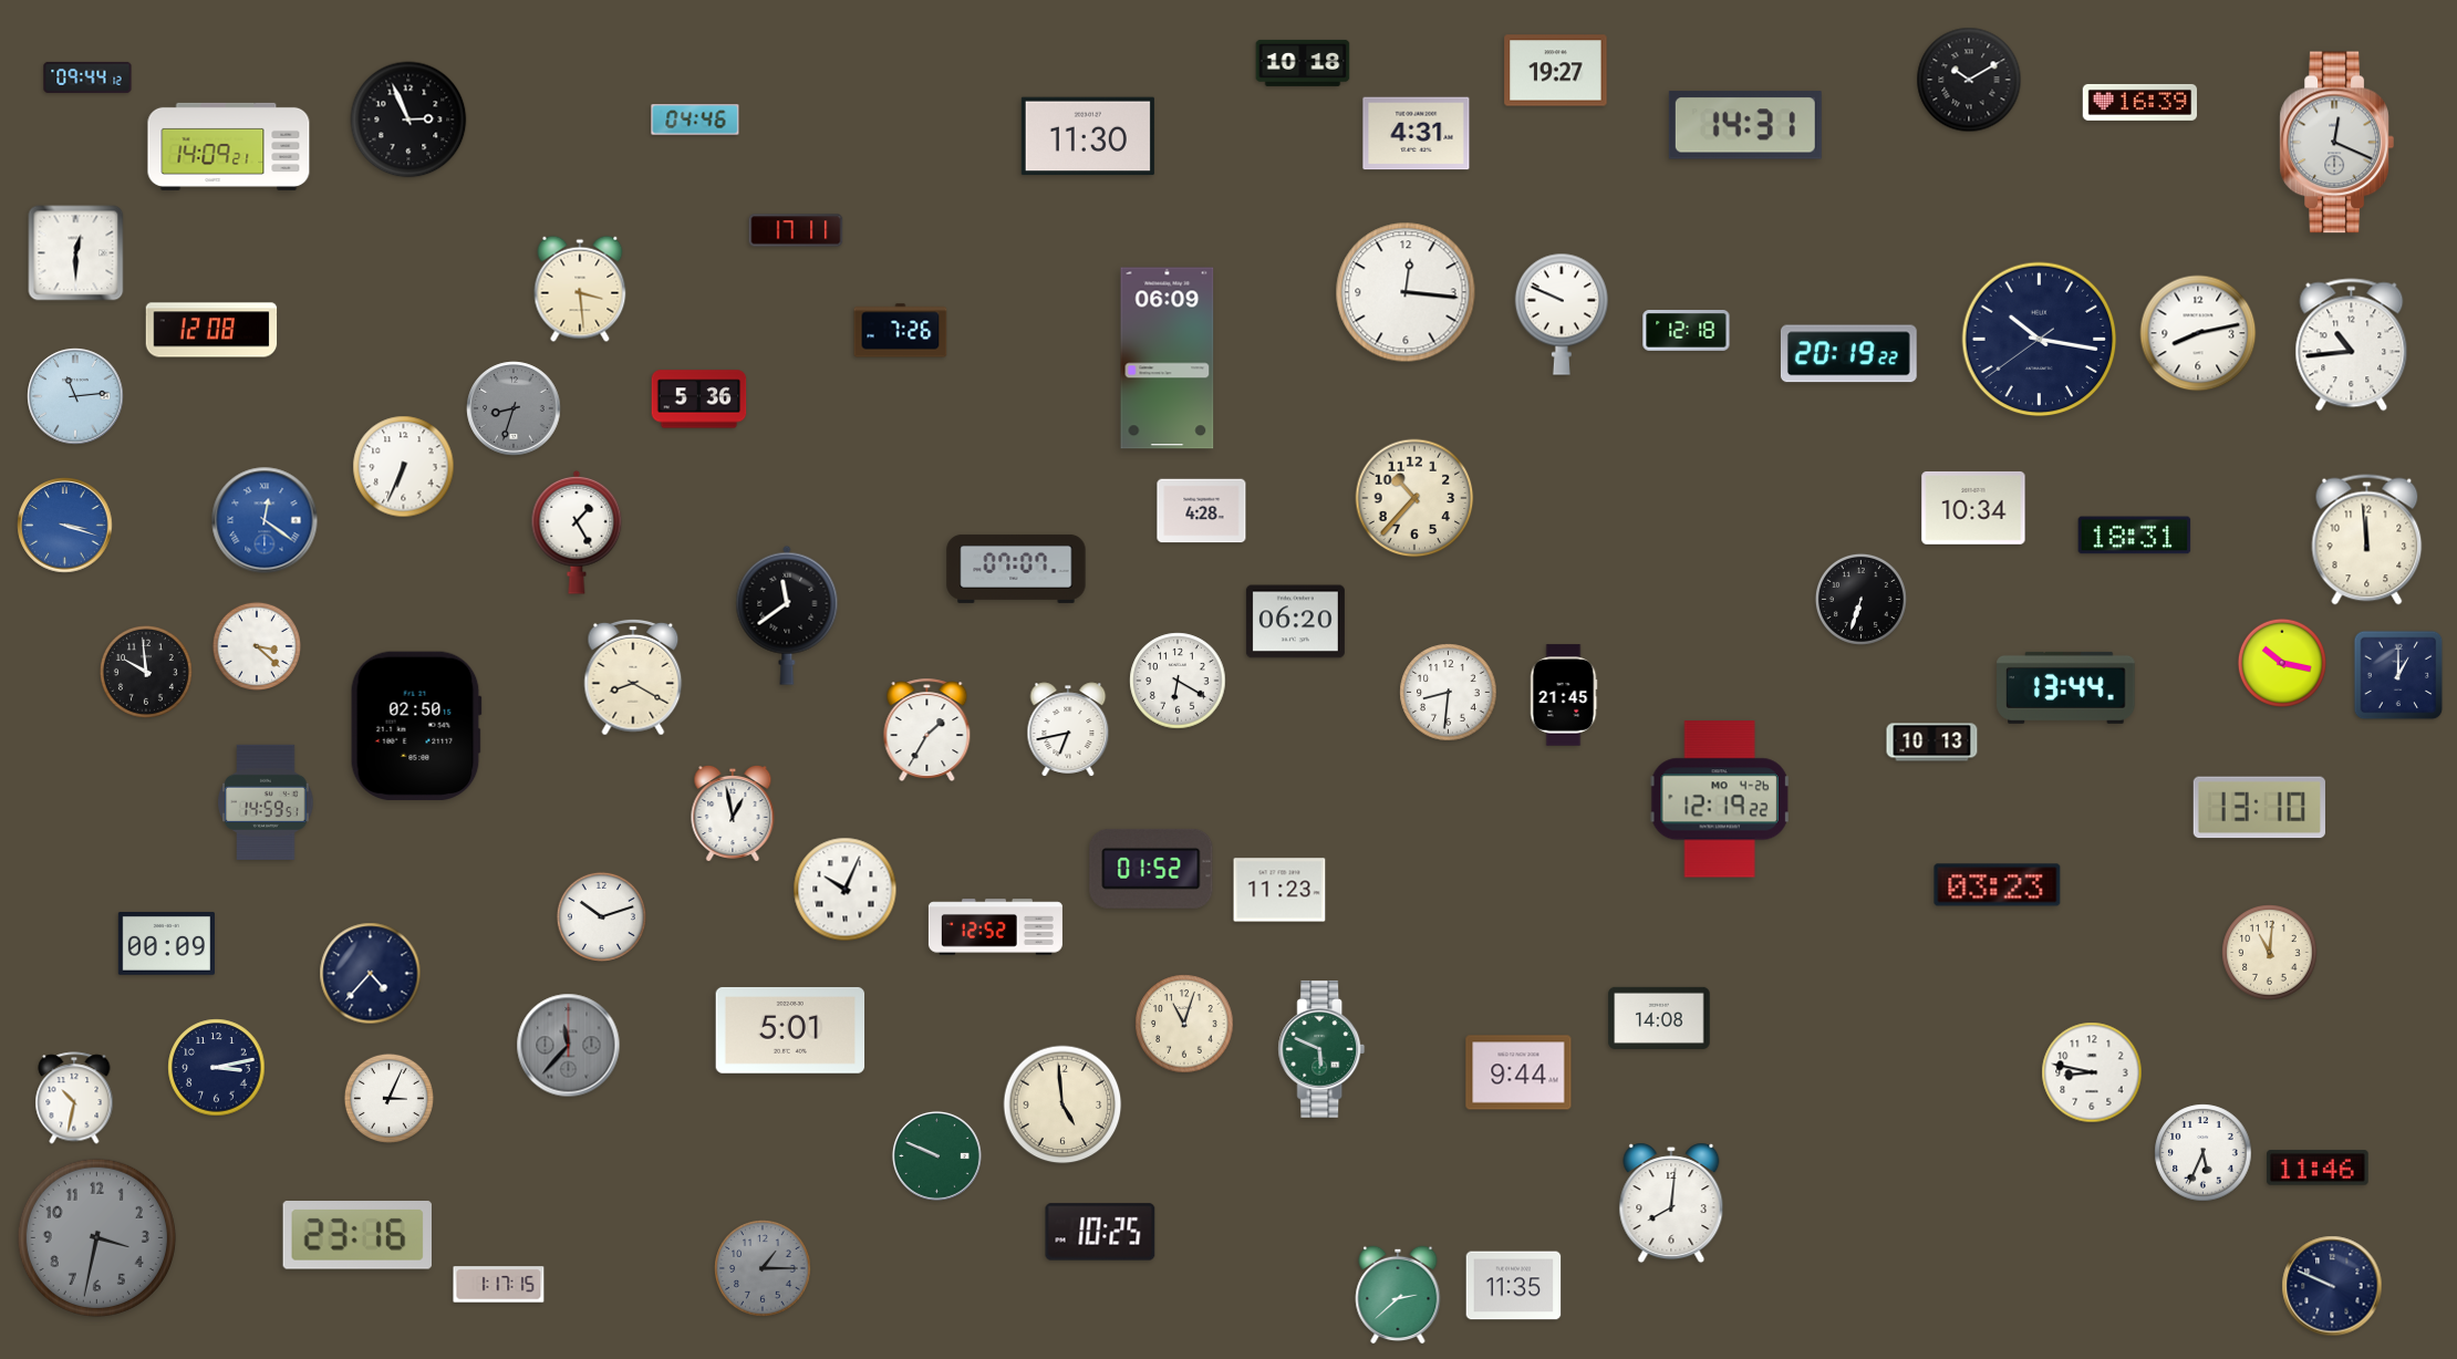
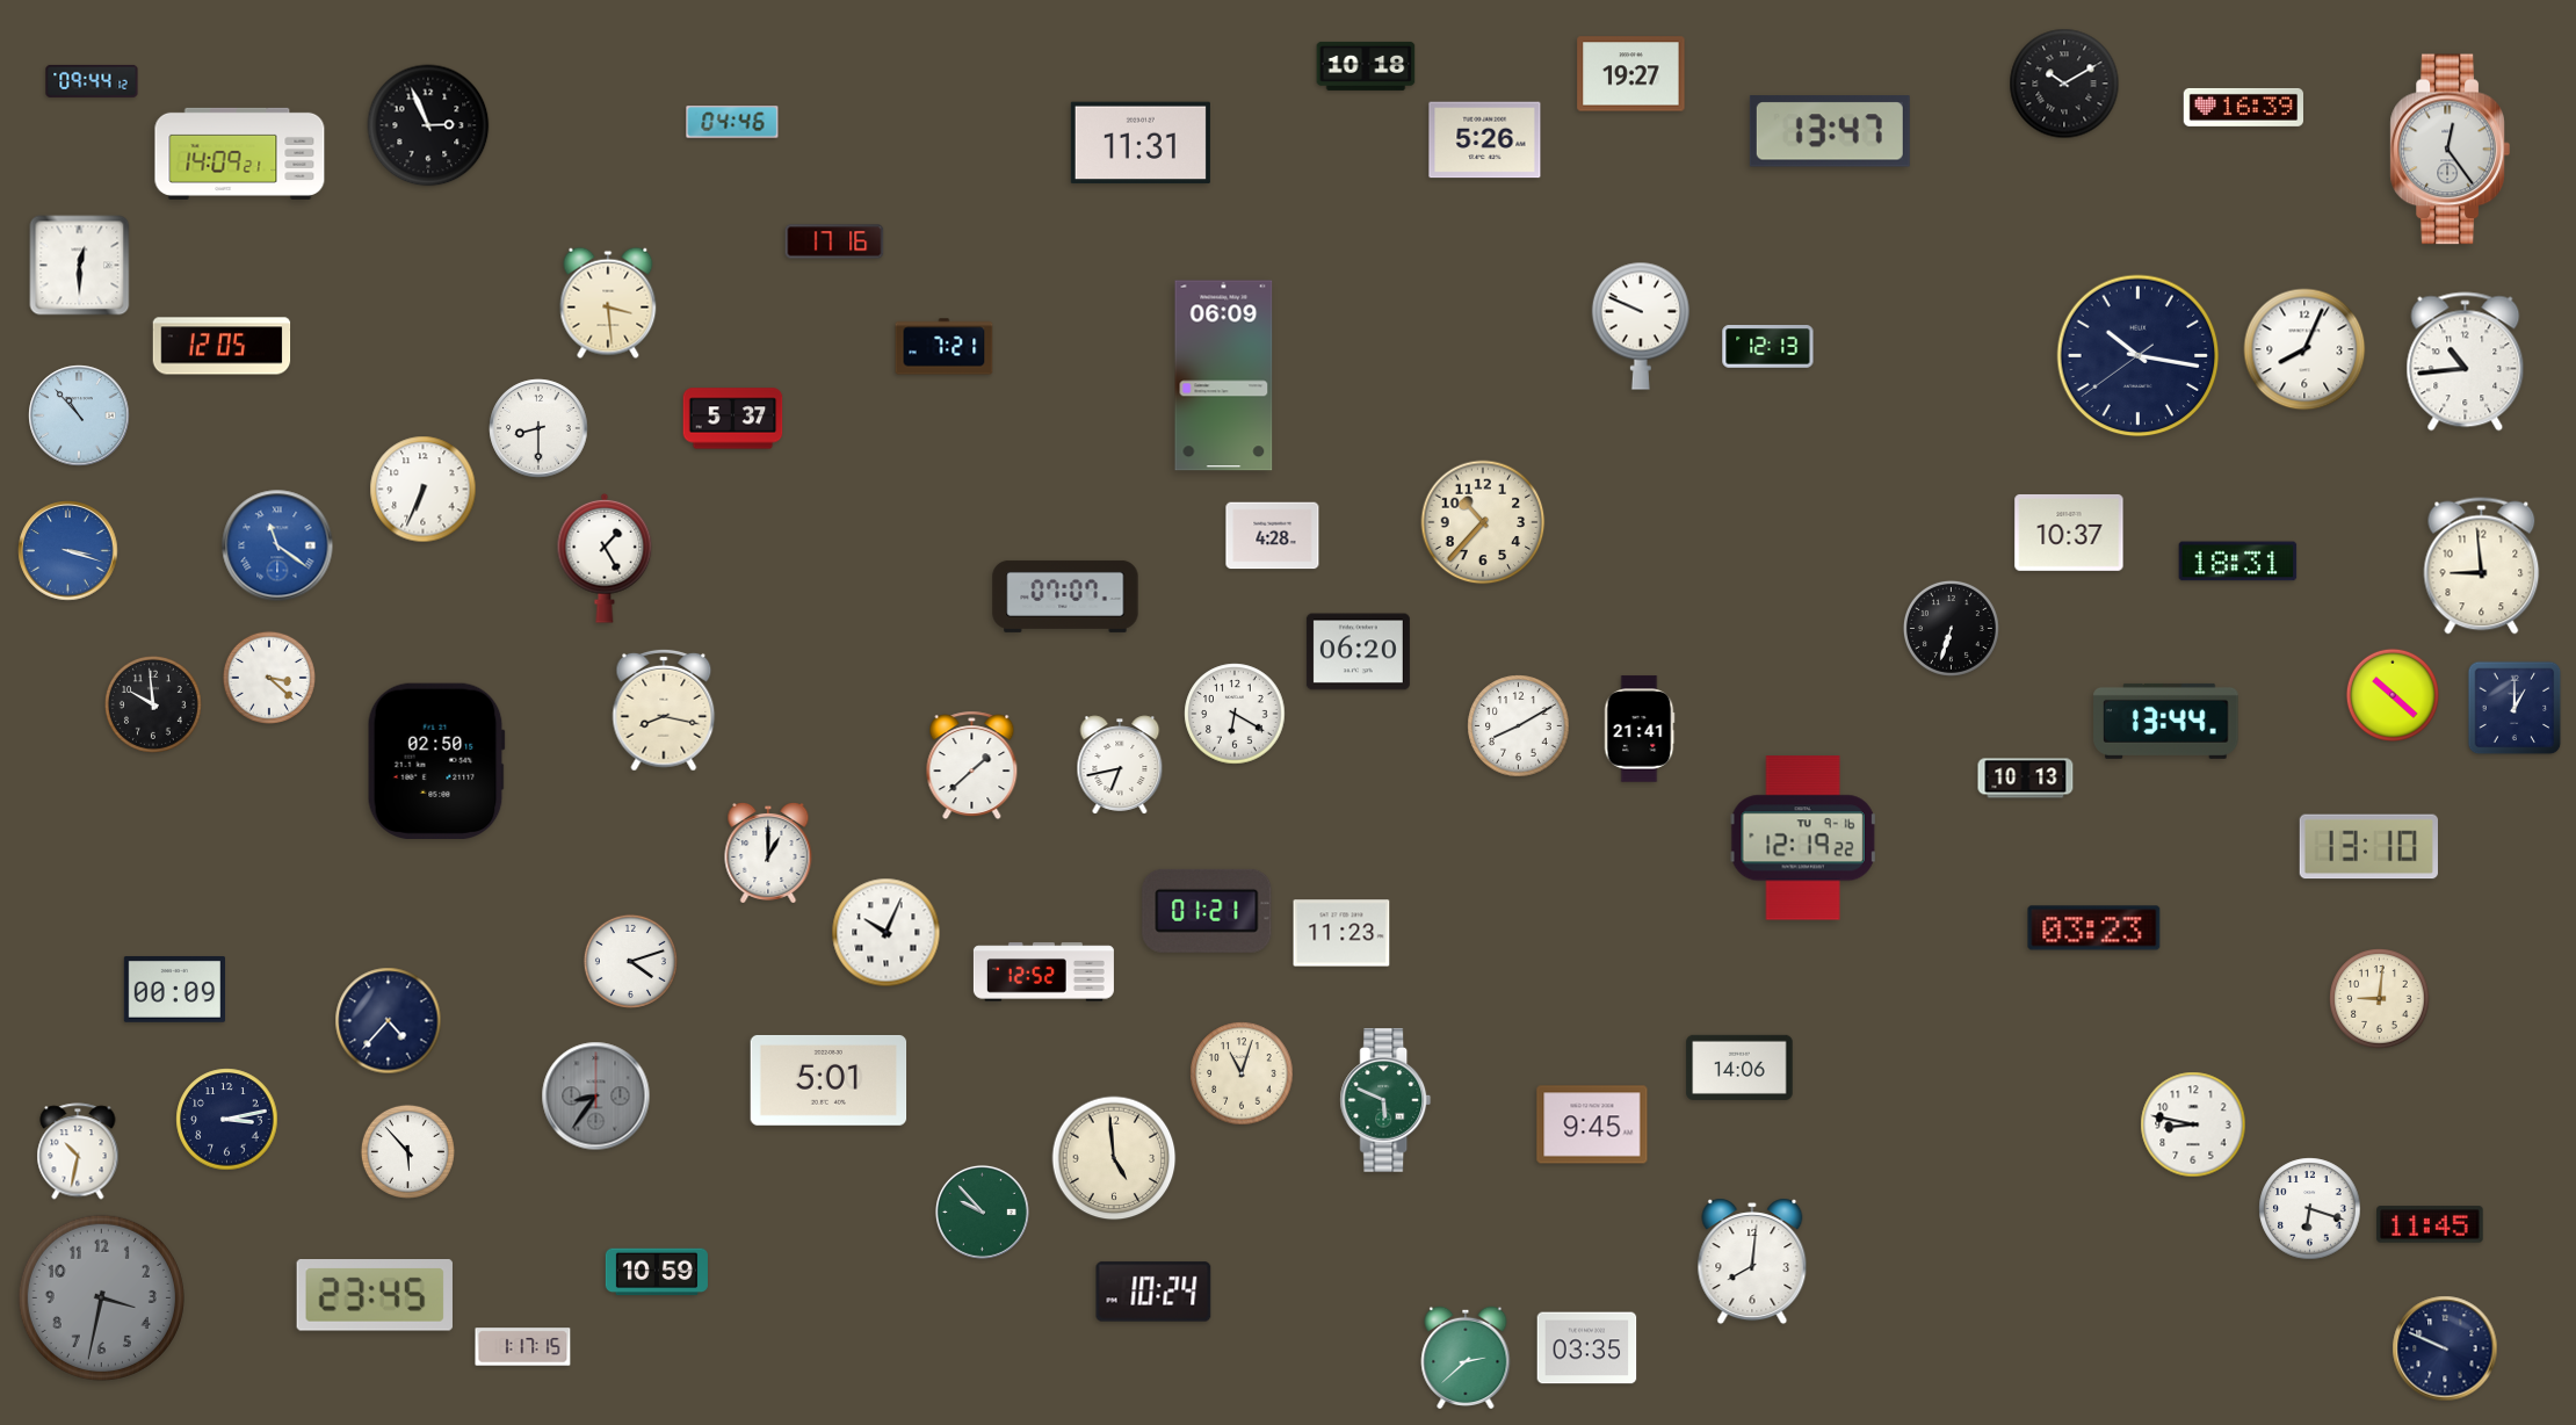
clock at (695, 120) position: (695, 120) -> (732, 122)
clock at (1745, 125): 14:31 -> 13:47
clock at (1417, 134): 4:31 -> 5:26
clock at (1088, 136): 11:30 -> 11:31
clock at (2336, 143): 12:19 -> 12:24
clock at (796, 230): 17:11 -> 17:16
clock at (1406, 292): 12:16 -> none
clock at (1562, 314) position: (1562, 314) -> (1641, 326)
clock at (211, 330): 12:08 -> 12:05
clock at (901, 331): 7:26 -> 7:21
clock at (1687, 331): 12:18 -> 12:13
clock at (2198, 333): 8:13 -> 8:04
clock at (1848, 354): 20:19 -> none
clock at (75, 396): 11:14 -> 10:53
clock at (699, 400): 5:36 -> 5:37
clock at (514, 408): 8:33 -> 8:30
clock at (514, 408) dial: grey -> white
clock at (1973, 508): 10:34 -> 10:37
clock at (1202, 511) position: (1202, 511) -> (1273, 536)
clock at (265, 520): 12:21 -> 11:21
clock at (2367, 540): 11:59 -> 8:59
clock at (787, 615): 11:39 -> none
clock at (2282, 663): 10:17 -> 10:22
clock at (633, 677): 8:20 -> 8:17
clock at (1449, 693): 8:31 -> 8:10
clock at (1564, 695): 21:45 -> 21:41
clock at (927, 730): 1:35 -> 1:38
clock at (1720, 799) date: MO 4-26 -> TU 9-16
clock at (266, 802): 14:59 -> none
clock at (733, 813): 12:58 -> 1:00
clock at (1151, 869): 01:52 -> 01:21
clock at (601, 916): 10:12 -> 4:12
clock at (2270, 953): 11:01 -> 9:01
clock at (1659, 1018): 14:08 -> 14:06
clock at (569, 1046): 11:37 -> 8:36
clock at (1518, 1072): 9:44 -> 9:45
clock at (388, 1098): 3:04 -> 5:53
clock at (2204, 1153): 5:34 -> 6:18
clock at (936, 1155): 9:49 -> 9:53
clock at (2318, 1168): 11:46 -> 11:45
clock at (657, 1272): none -> 10:59
clock at (1100, 1232): 10:25 -> 10:24
clock at (357, 1235): 23:16 -> 23:45
clock at (763, 1268): 1:15 -> none
clock at (1514, 1286): 11:35 -> 03:35
